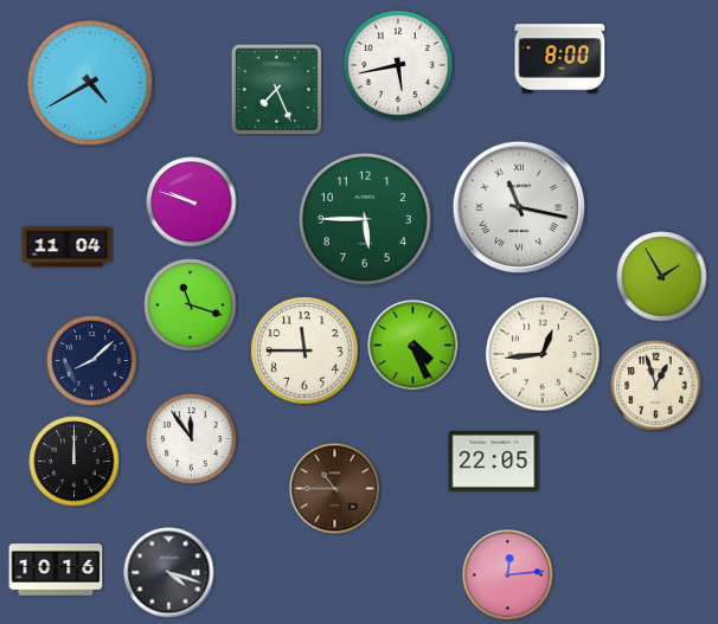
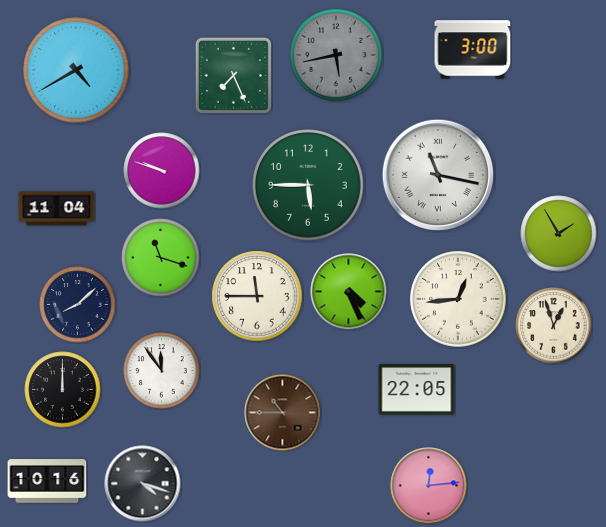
clock at (560, 59): 8:00 -> 3:00
clock at (398, 65) dial: white -> grey
